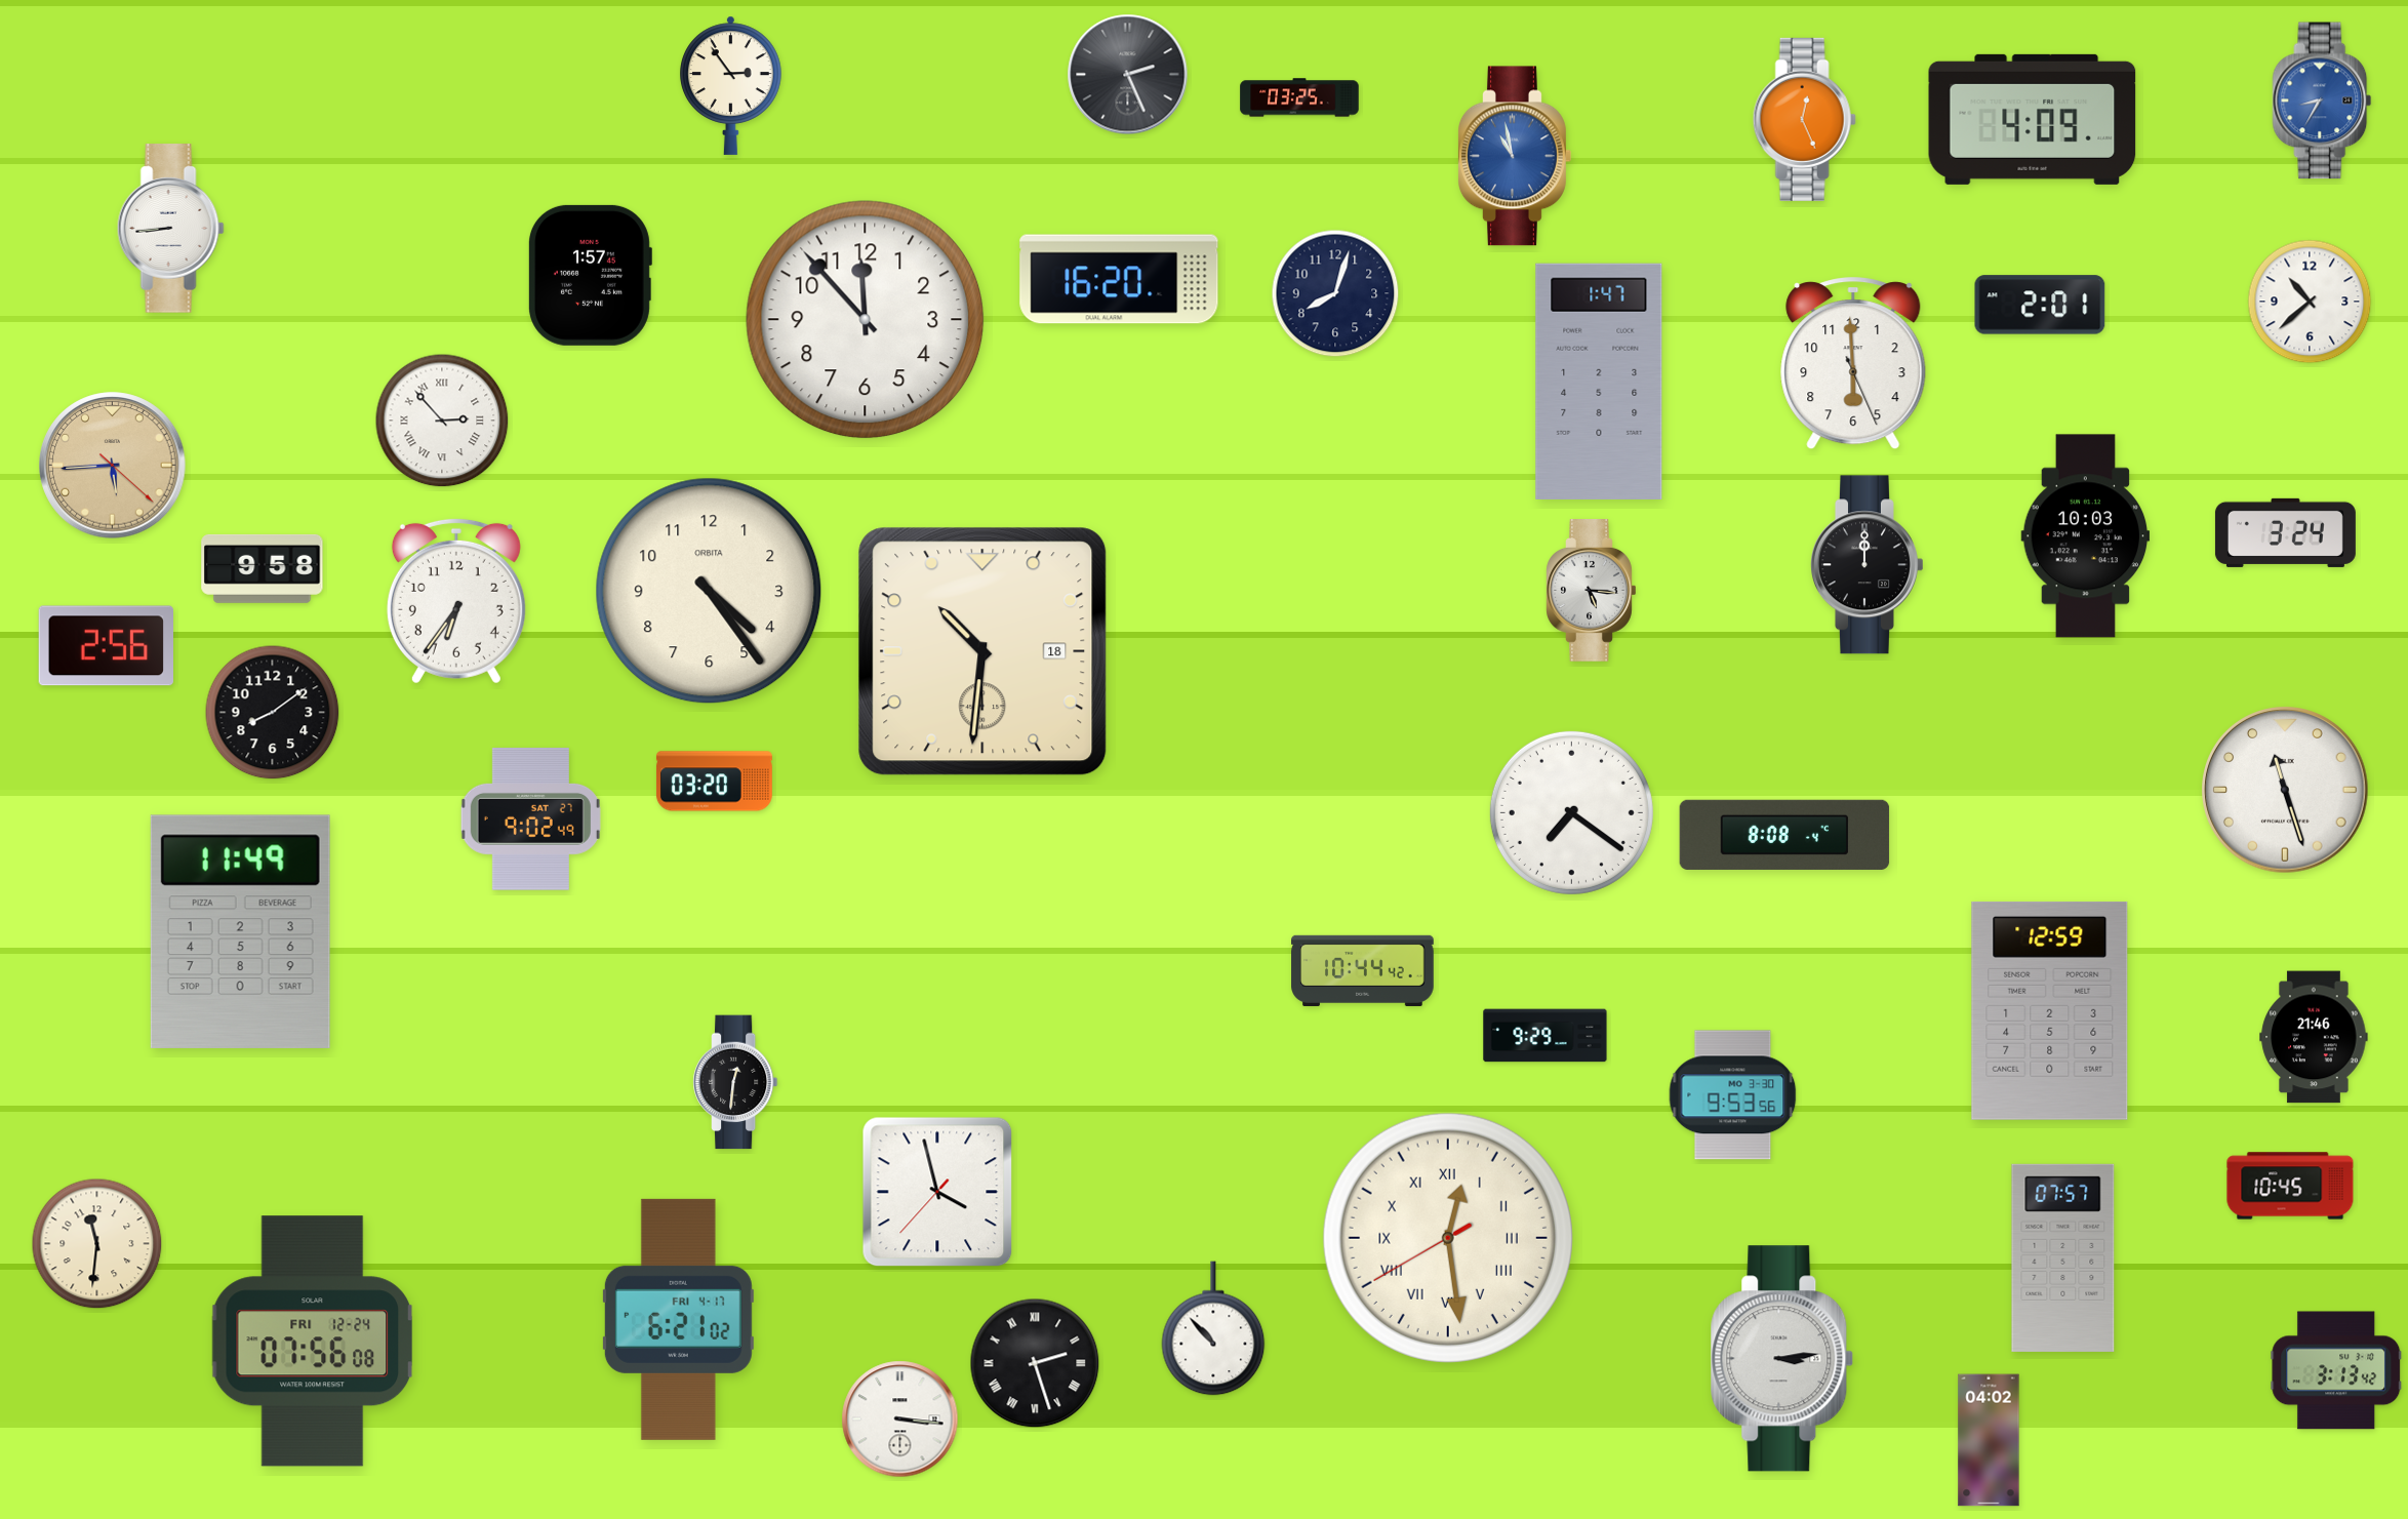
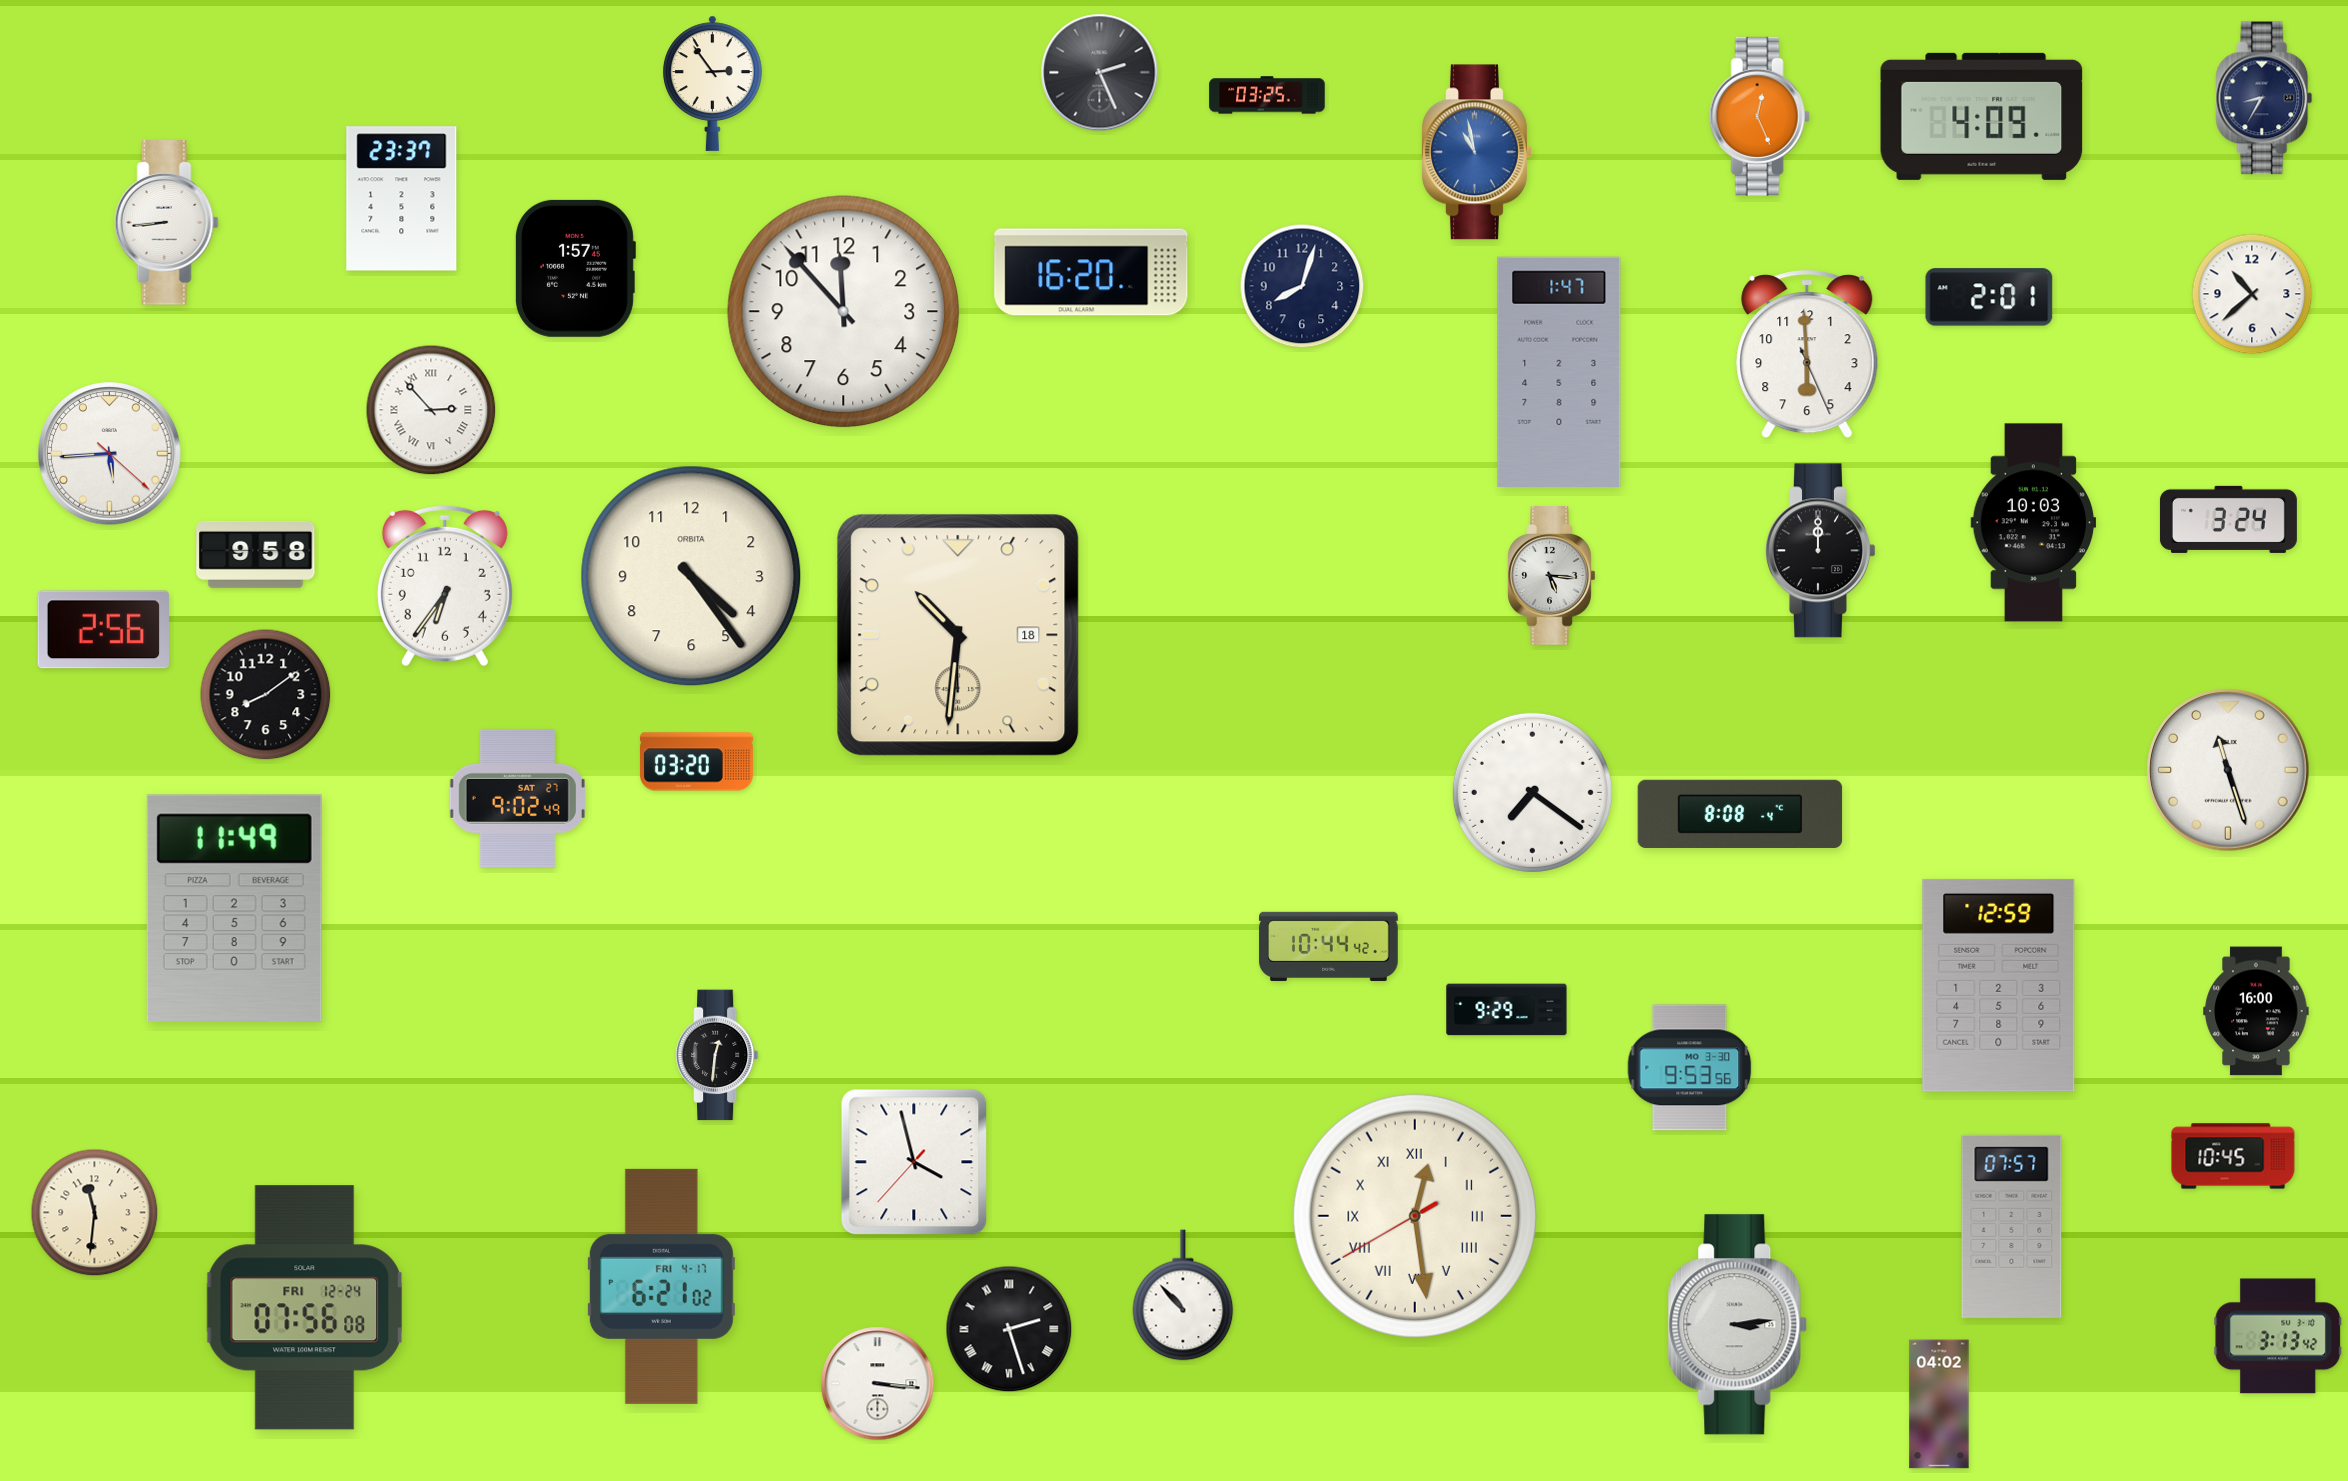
clock at (2322, 101) dial: blue -> navy
clock at (402, 199): none -> 23:37
clock at (113, 466) dial: champagne -> white
clock at (2314, 1037): 21:46 -> 16:00
clock at (1448, 1238) position: (1448, 1238) -> (1415, 1216)
